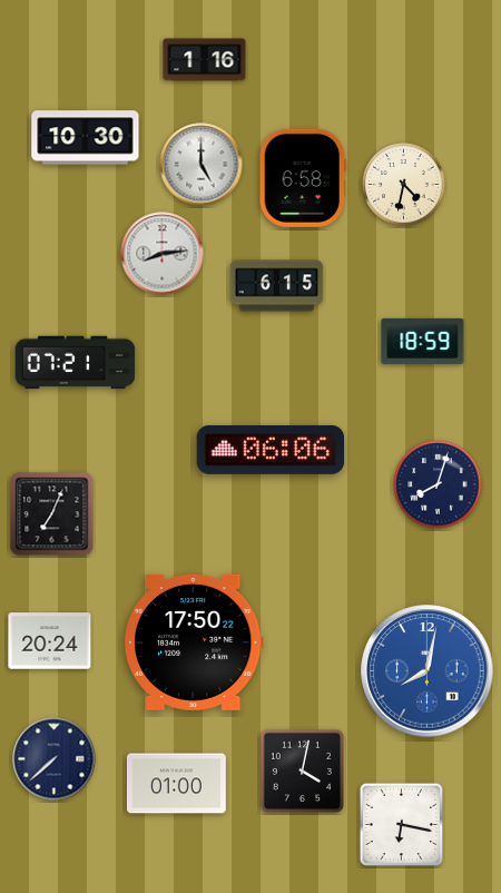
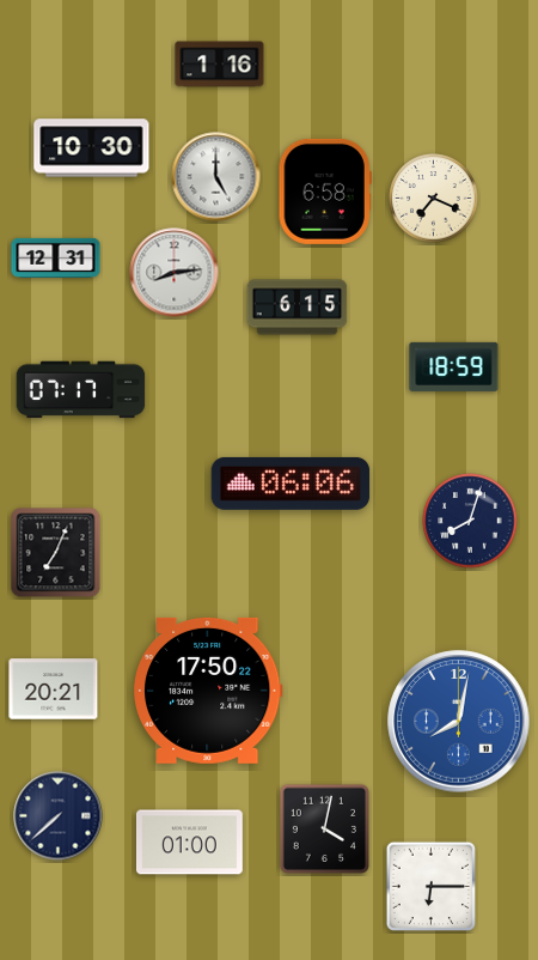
clock at (404, 185): 4:32 -> 7:19
clock at (56, 257): none -> 12:31
clock at (76, 363): 07:21 -> 07:17
clock at (50, 641): 20:24 -> 20:21
clock at (401, 824): 6:17 -> 6:15
